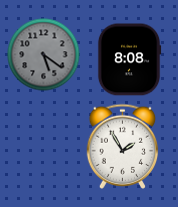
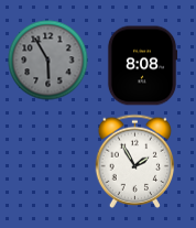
clock at (44, 55): 5:21 -> 5:55
